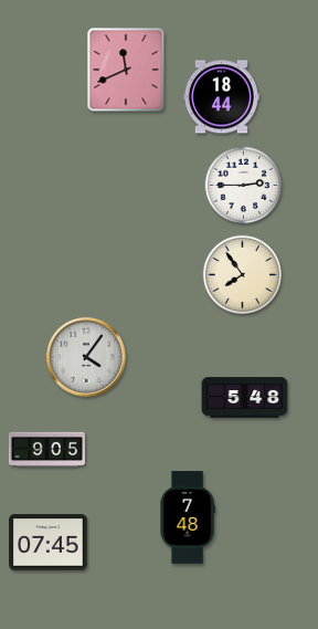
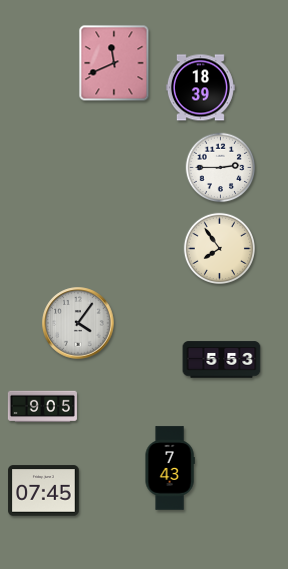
clock at (221, 97): 18:44 -> 18:39
clock at (245, 398): 5:48 -> 5:53
clock at (188, 517): 7:48 -> 7:43
